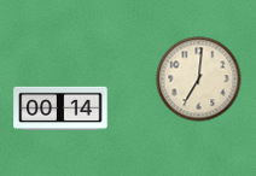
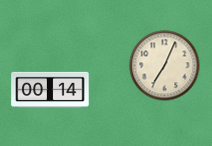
clock at (199, 80): 7:01 -> 7:04
